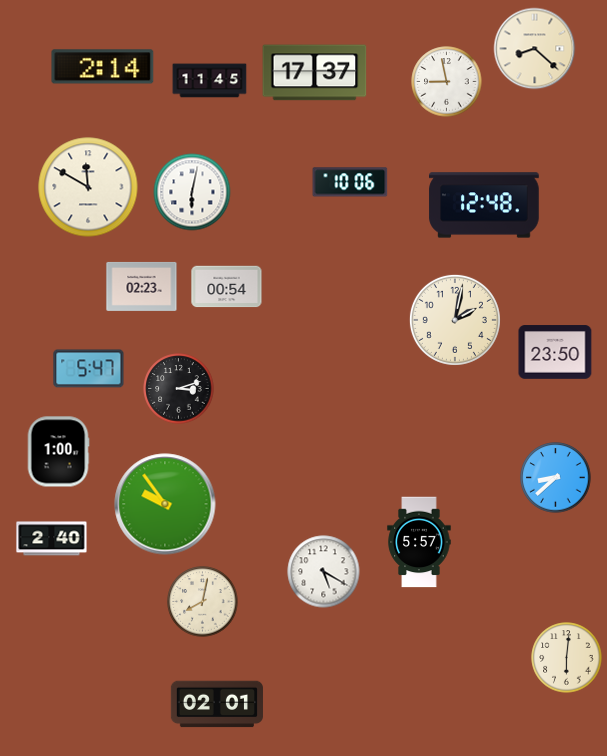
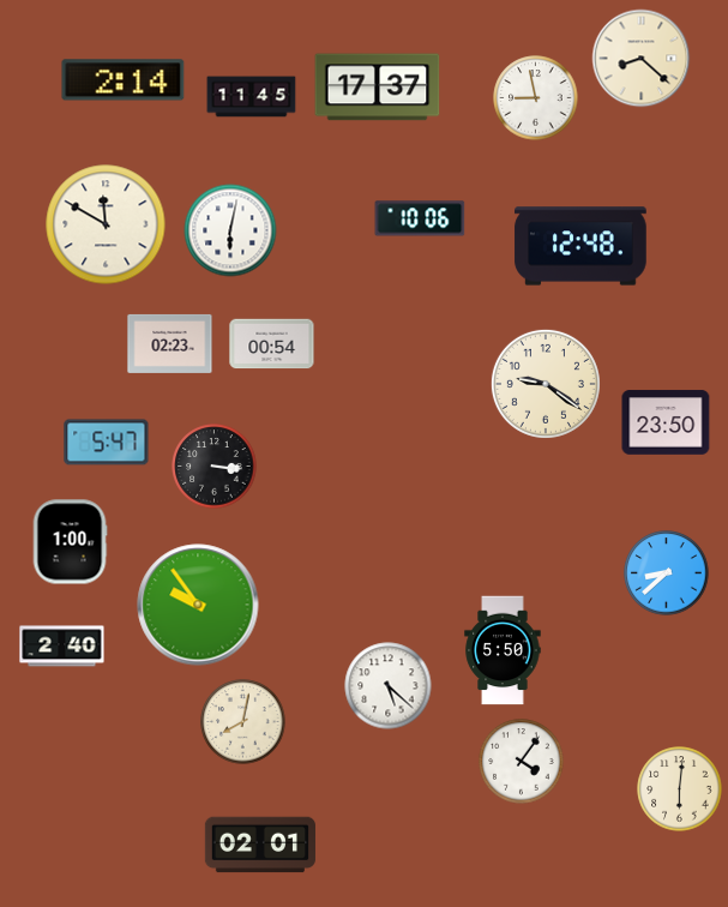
clock at (455, 320): 2:02 -> 9:21
clock at (179, 389): 3:12 -> 3:16
clock at (419, 542): 5:57 -> 5:50
clock at (324, 572): 5:20 -> 5:22
clock at (522, 762): none -> 4:06
